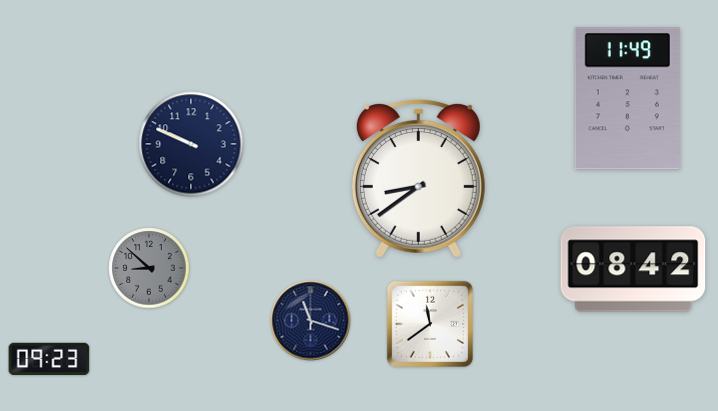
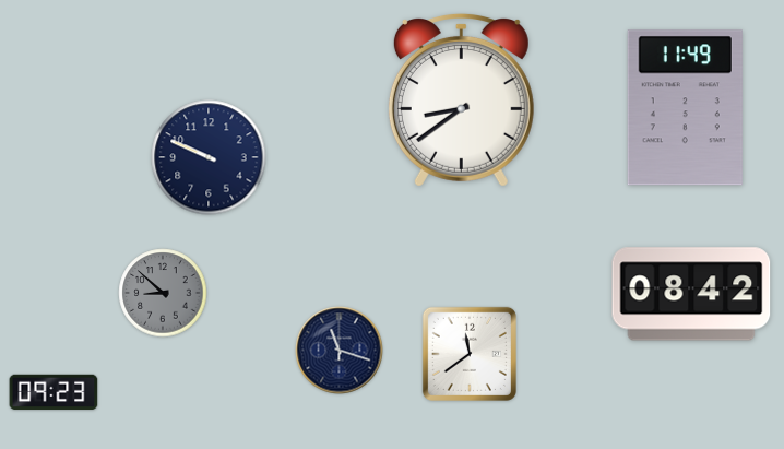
clock at (418, 178) position: (418, 178) -> (461, 99)
